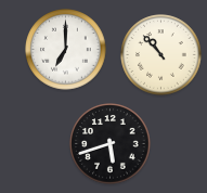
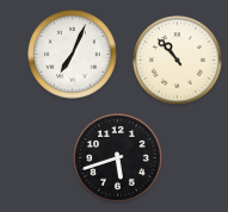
clock at (66, 50): 7:00 -> 7:04
clock at (111, 144) position: (111, 144) -> (118, 158)
